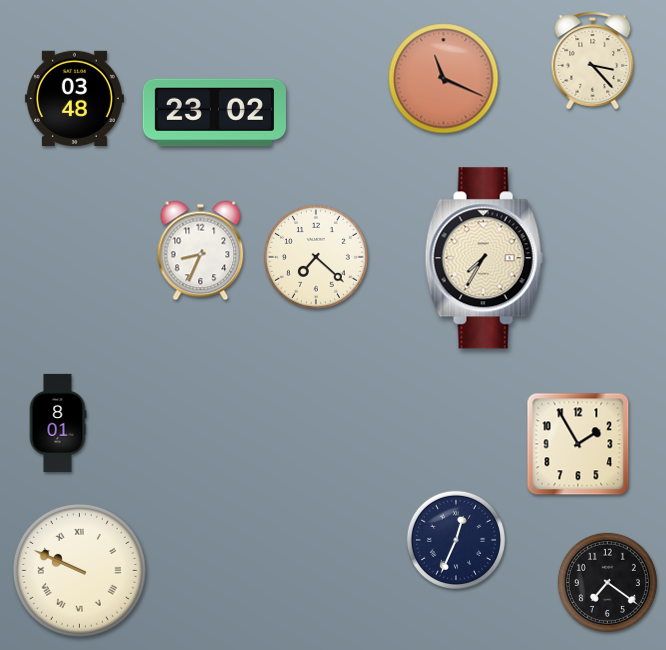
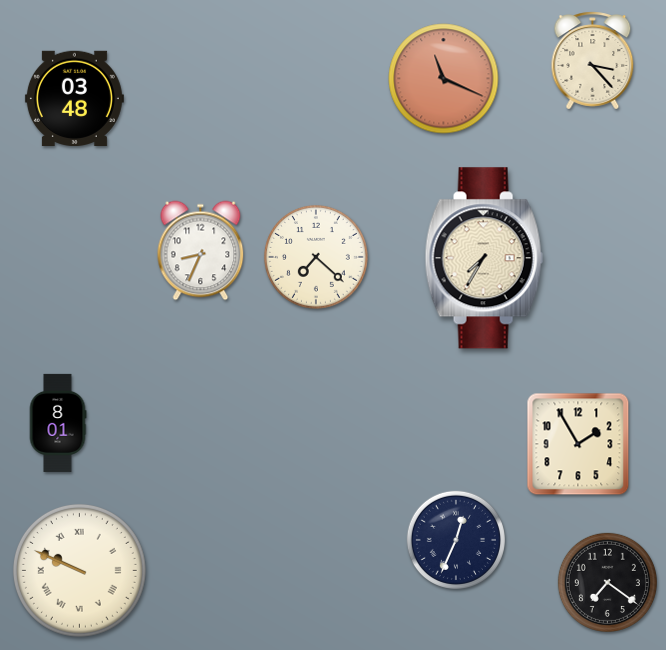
clock at (214, 113): 23:02 -> none
